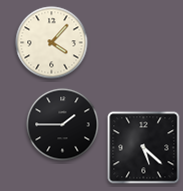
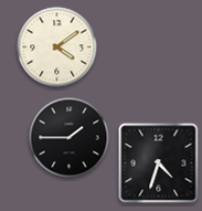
clock at (52, 43): 4:07 -> 4:09
clock at (144, 148): 5:22 -> 4:33
